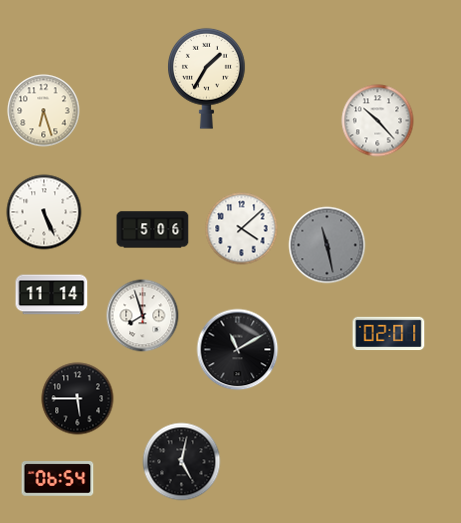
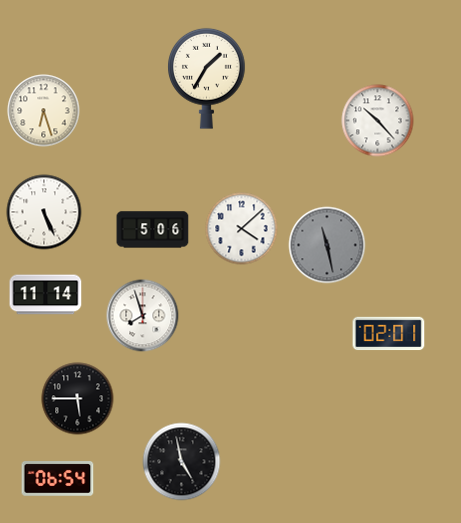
clock at (52, 295) position: (52, 295) -> (46, 295)
clock at (238, 350): 11:10 -> none
clock at (182, 462): 5:02 -> 4:58
